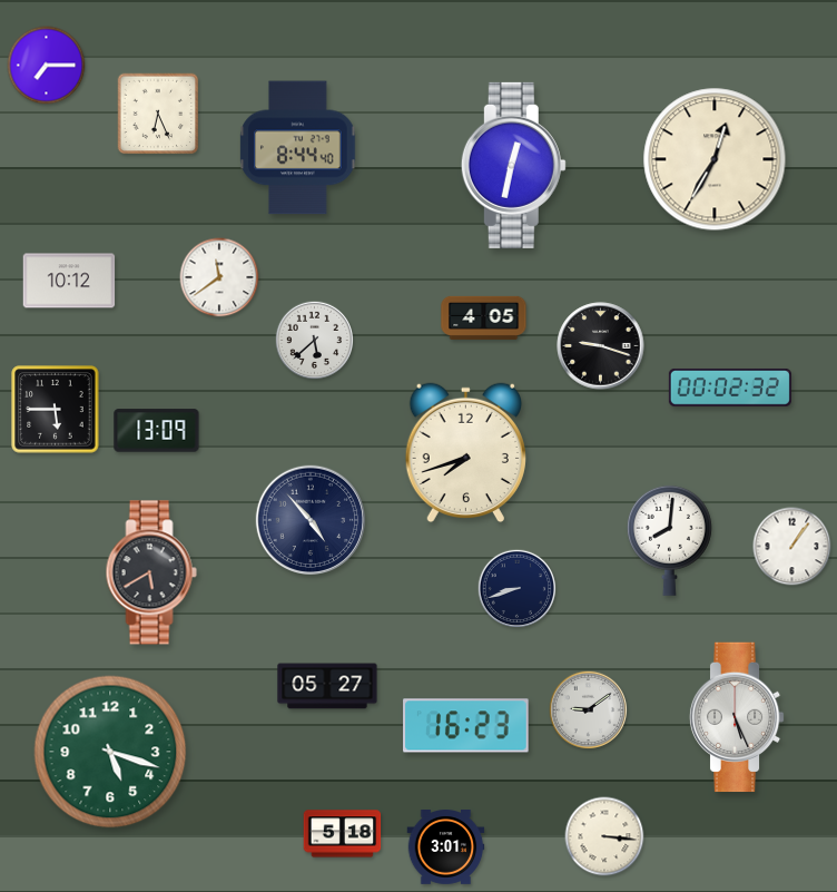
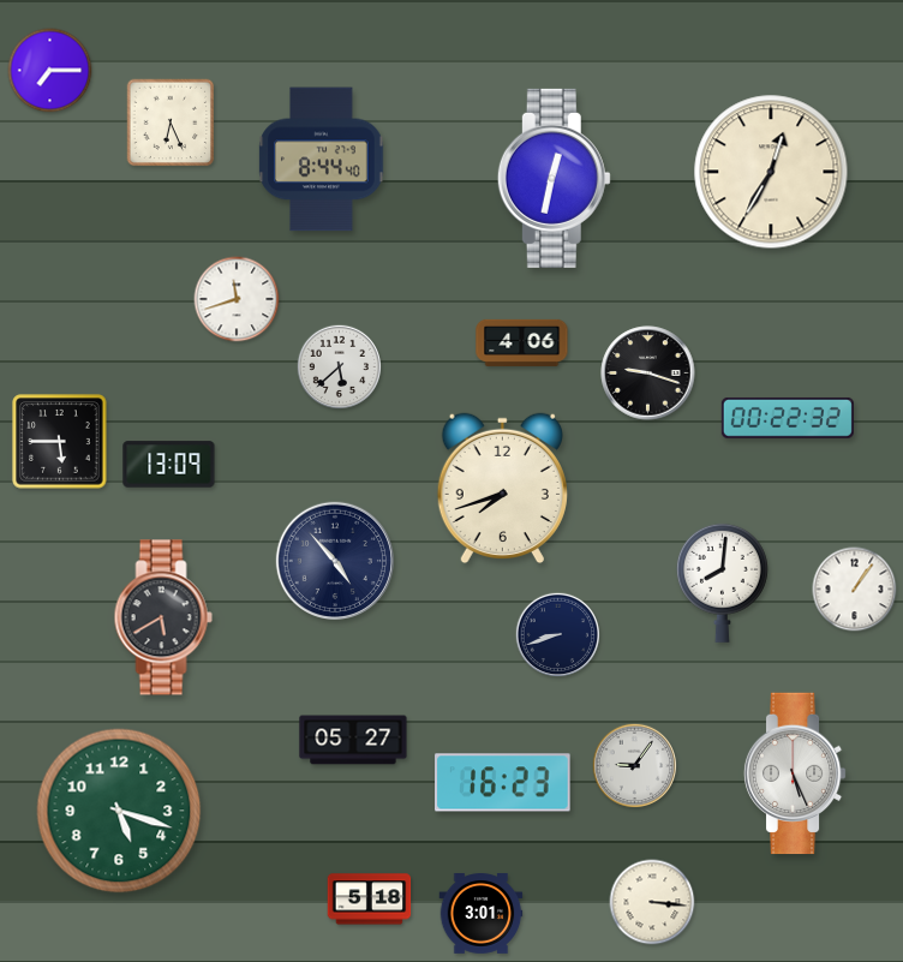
clock at (219, 277): 11:39 -> 11:42
clock at (69, 281): 10:12 -> none
clock at (484, 317): 4:05 -> 4:06
clock at (730, 388): 00:02 -> 00:22
clock at (589, 710): 9:09 -> 9:06
